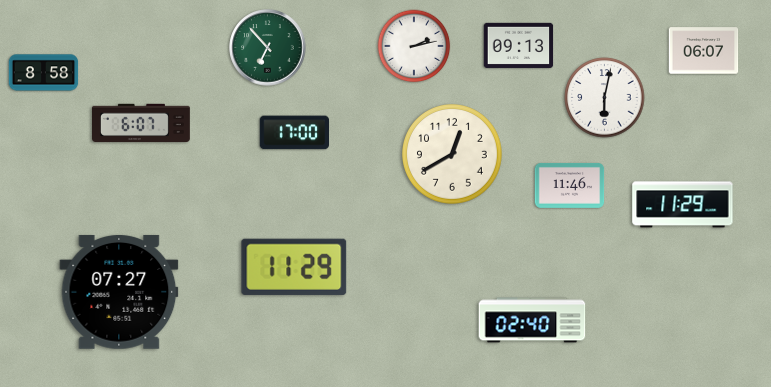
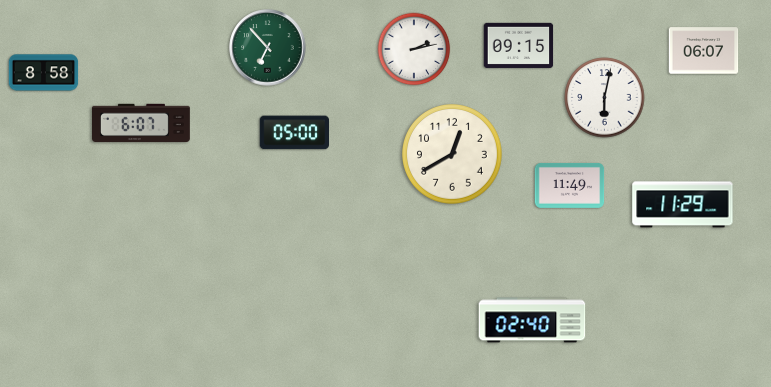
clock at (519, 45): 09:13 -> 09:15
clock at (414, 46) position: (414, 46) -> (414, 49)
clock at (294, 133): 17:00 -> 05:00
clock at (570, 185): 11:46 -> 11:49
clock at (294, 267): 11:29 -> none
clock at (119, 292): 07:27 -> none
